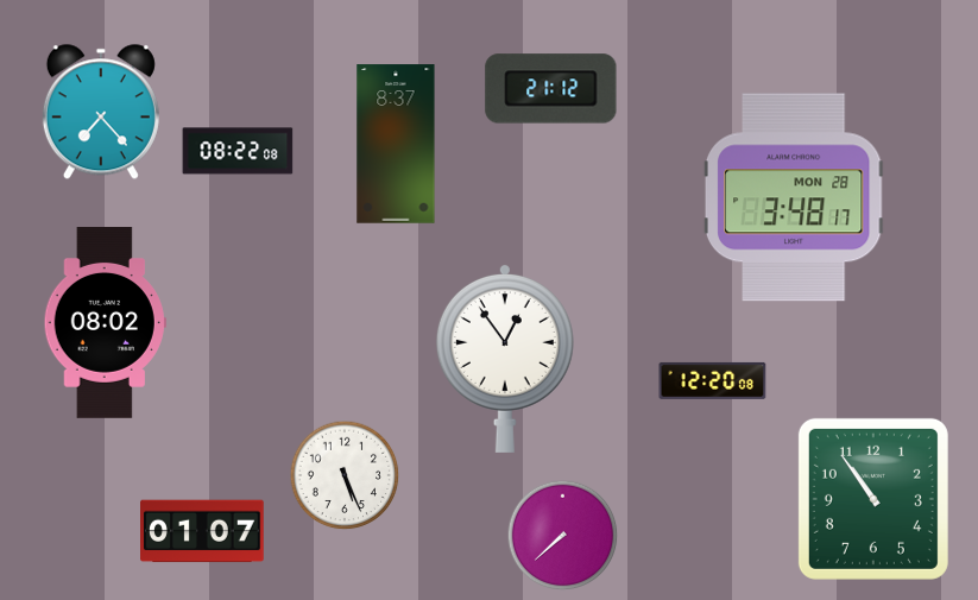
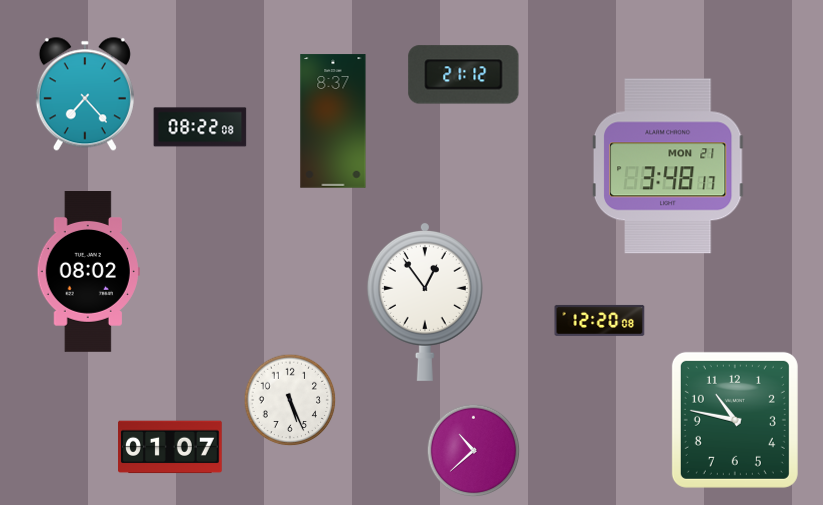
clock at (794, 197) date: MON 28 -> MON 21
clock at (873, 499): 10:54 -> 10:47
clock at (563, 536): 7:38 -> 10:38
